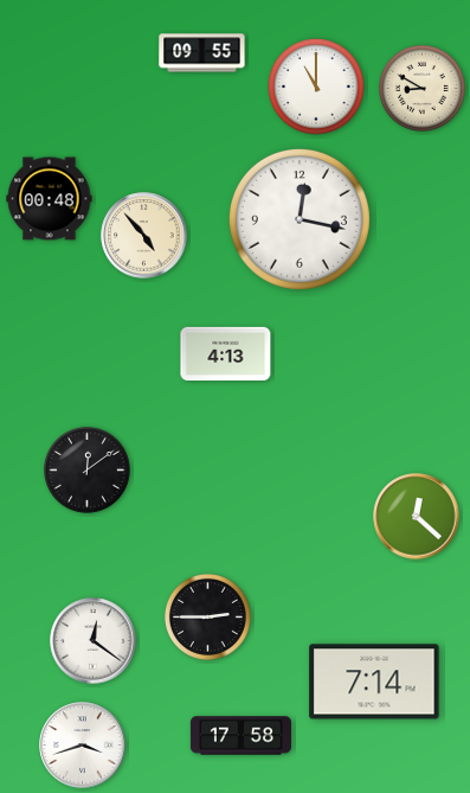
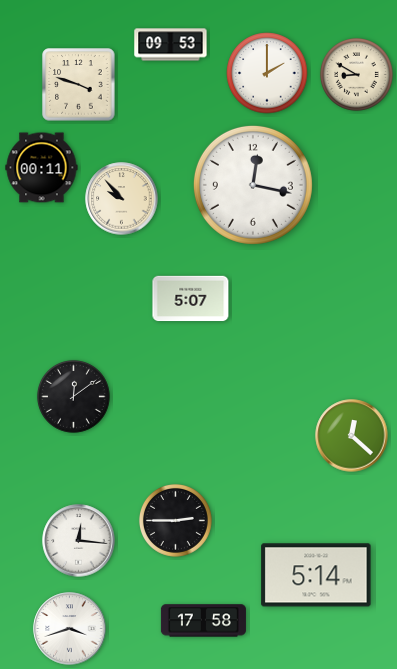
clock at (202, 53): 09:55 -> 09:53
clock at (316, 87): 11:00 -> 2:00
clock at (79, 85): none -> 3:48
clock at (50, 199): 00:48 -> 00:11
clock at (144, 236): 4:53 -> 9:53
clock at (226, 354): 4:13 -> 5:07
clock at (94, 641): 12:21 -> 12:16
clock at (374, 682): 7:14 -> 5:14
